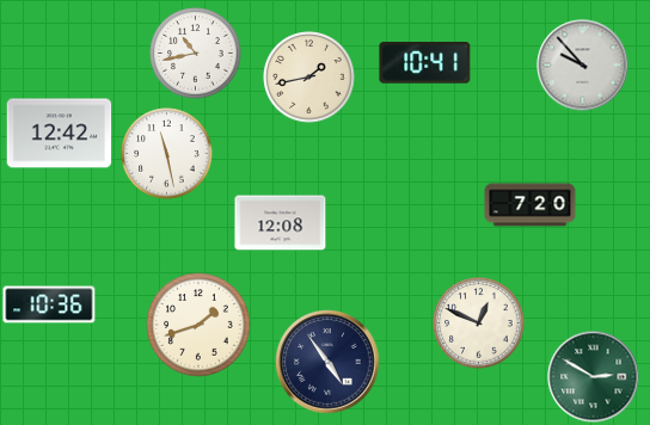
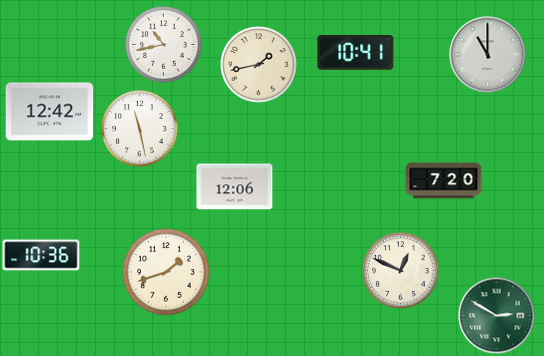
clock at (583, 66): 9:53 -> 11:00
clock at (531, 205) position: (531, 205) -> (444, 181)
clock at (281, 223): 12:08 -> 12:06
clock at (327, 362): 4:54 -> none
